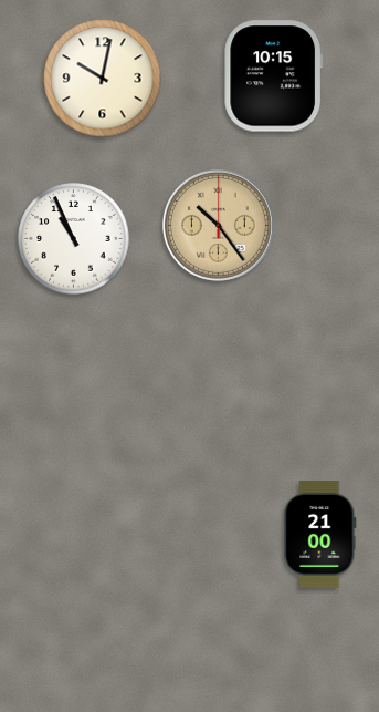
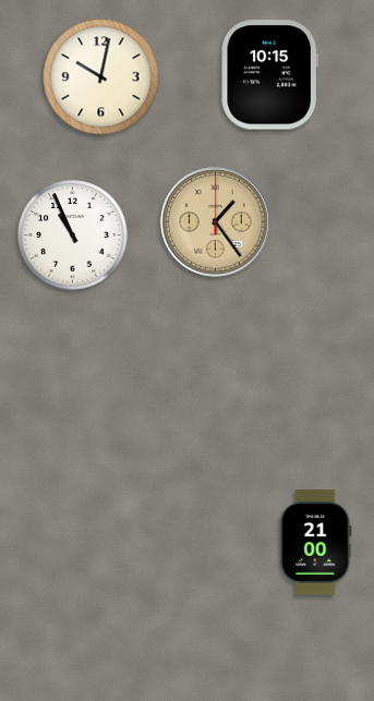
clock at (218, 225): 10:24 -> 1:24
clock at (320, 535) position: (320, 535) -> (316, 543)
